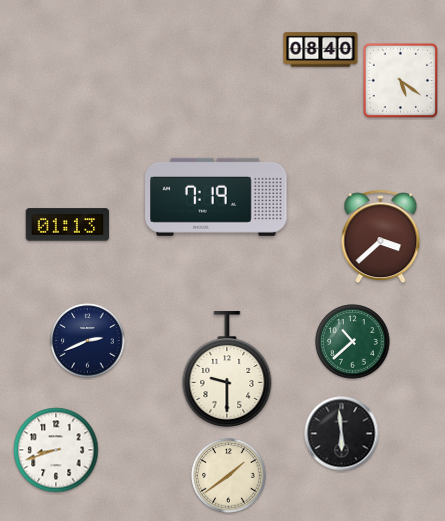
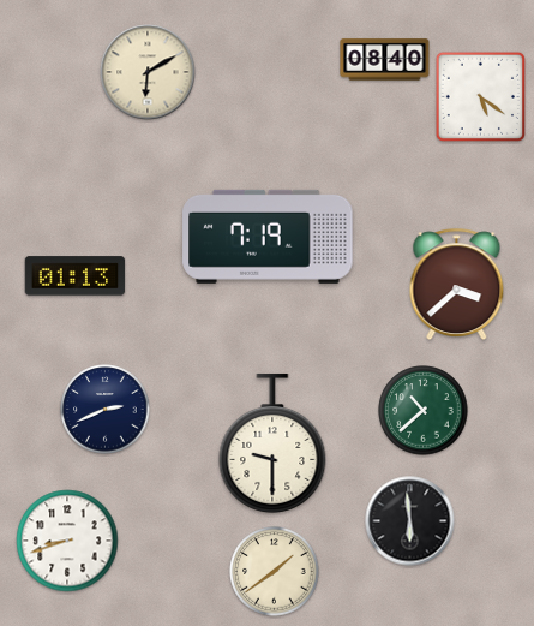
clock at (148, 72): none -> 6:10
clock at (216, 197) position: (216, 197) -> (268, 237)
clock at (68, 225) position: (68, 225) -> (76, 276)
